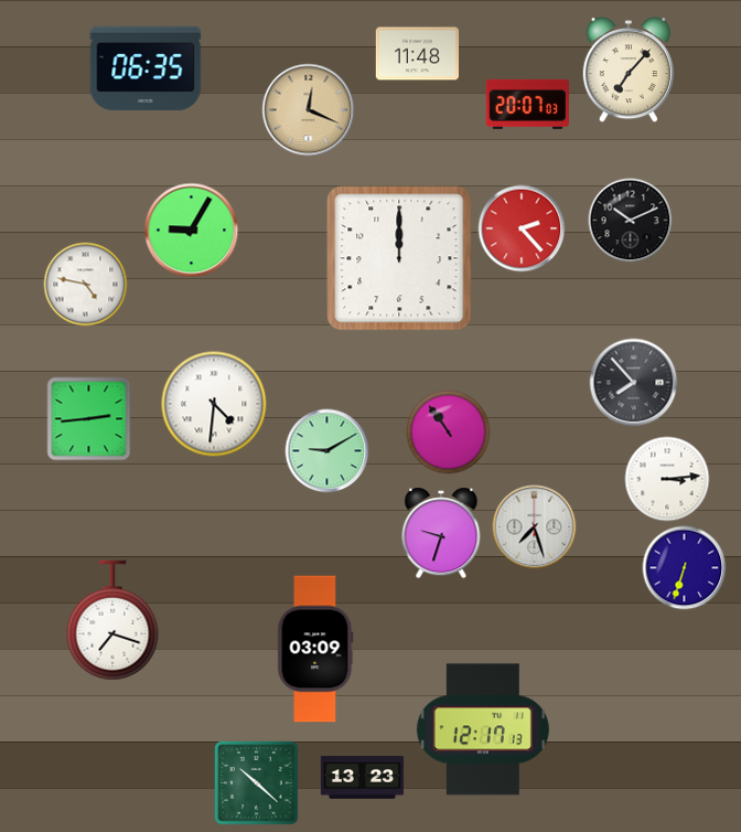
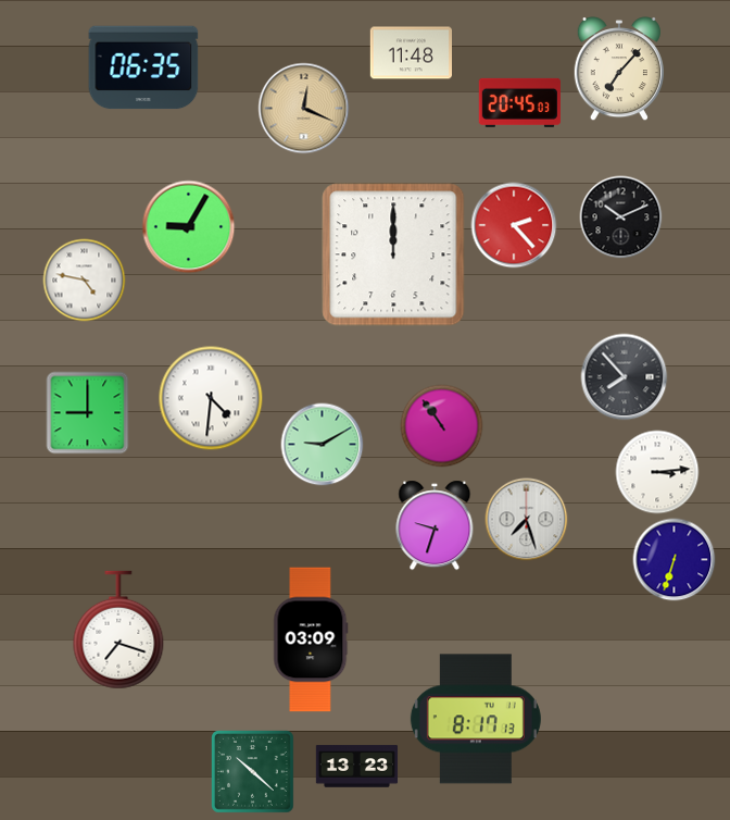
clock at (527, 104): 20:07 -> 20:45
clock at (89, 419): 2:44 -> 9:00
clock at (112, 620) position: (112, 620) -> (118, 630)
clock at (483, 729): 12:17 -> 8:17
